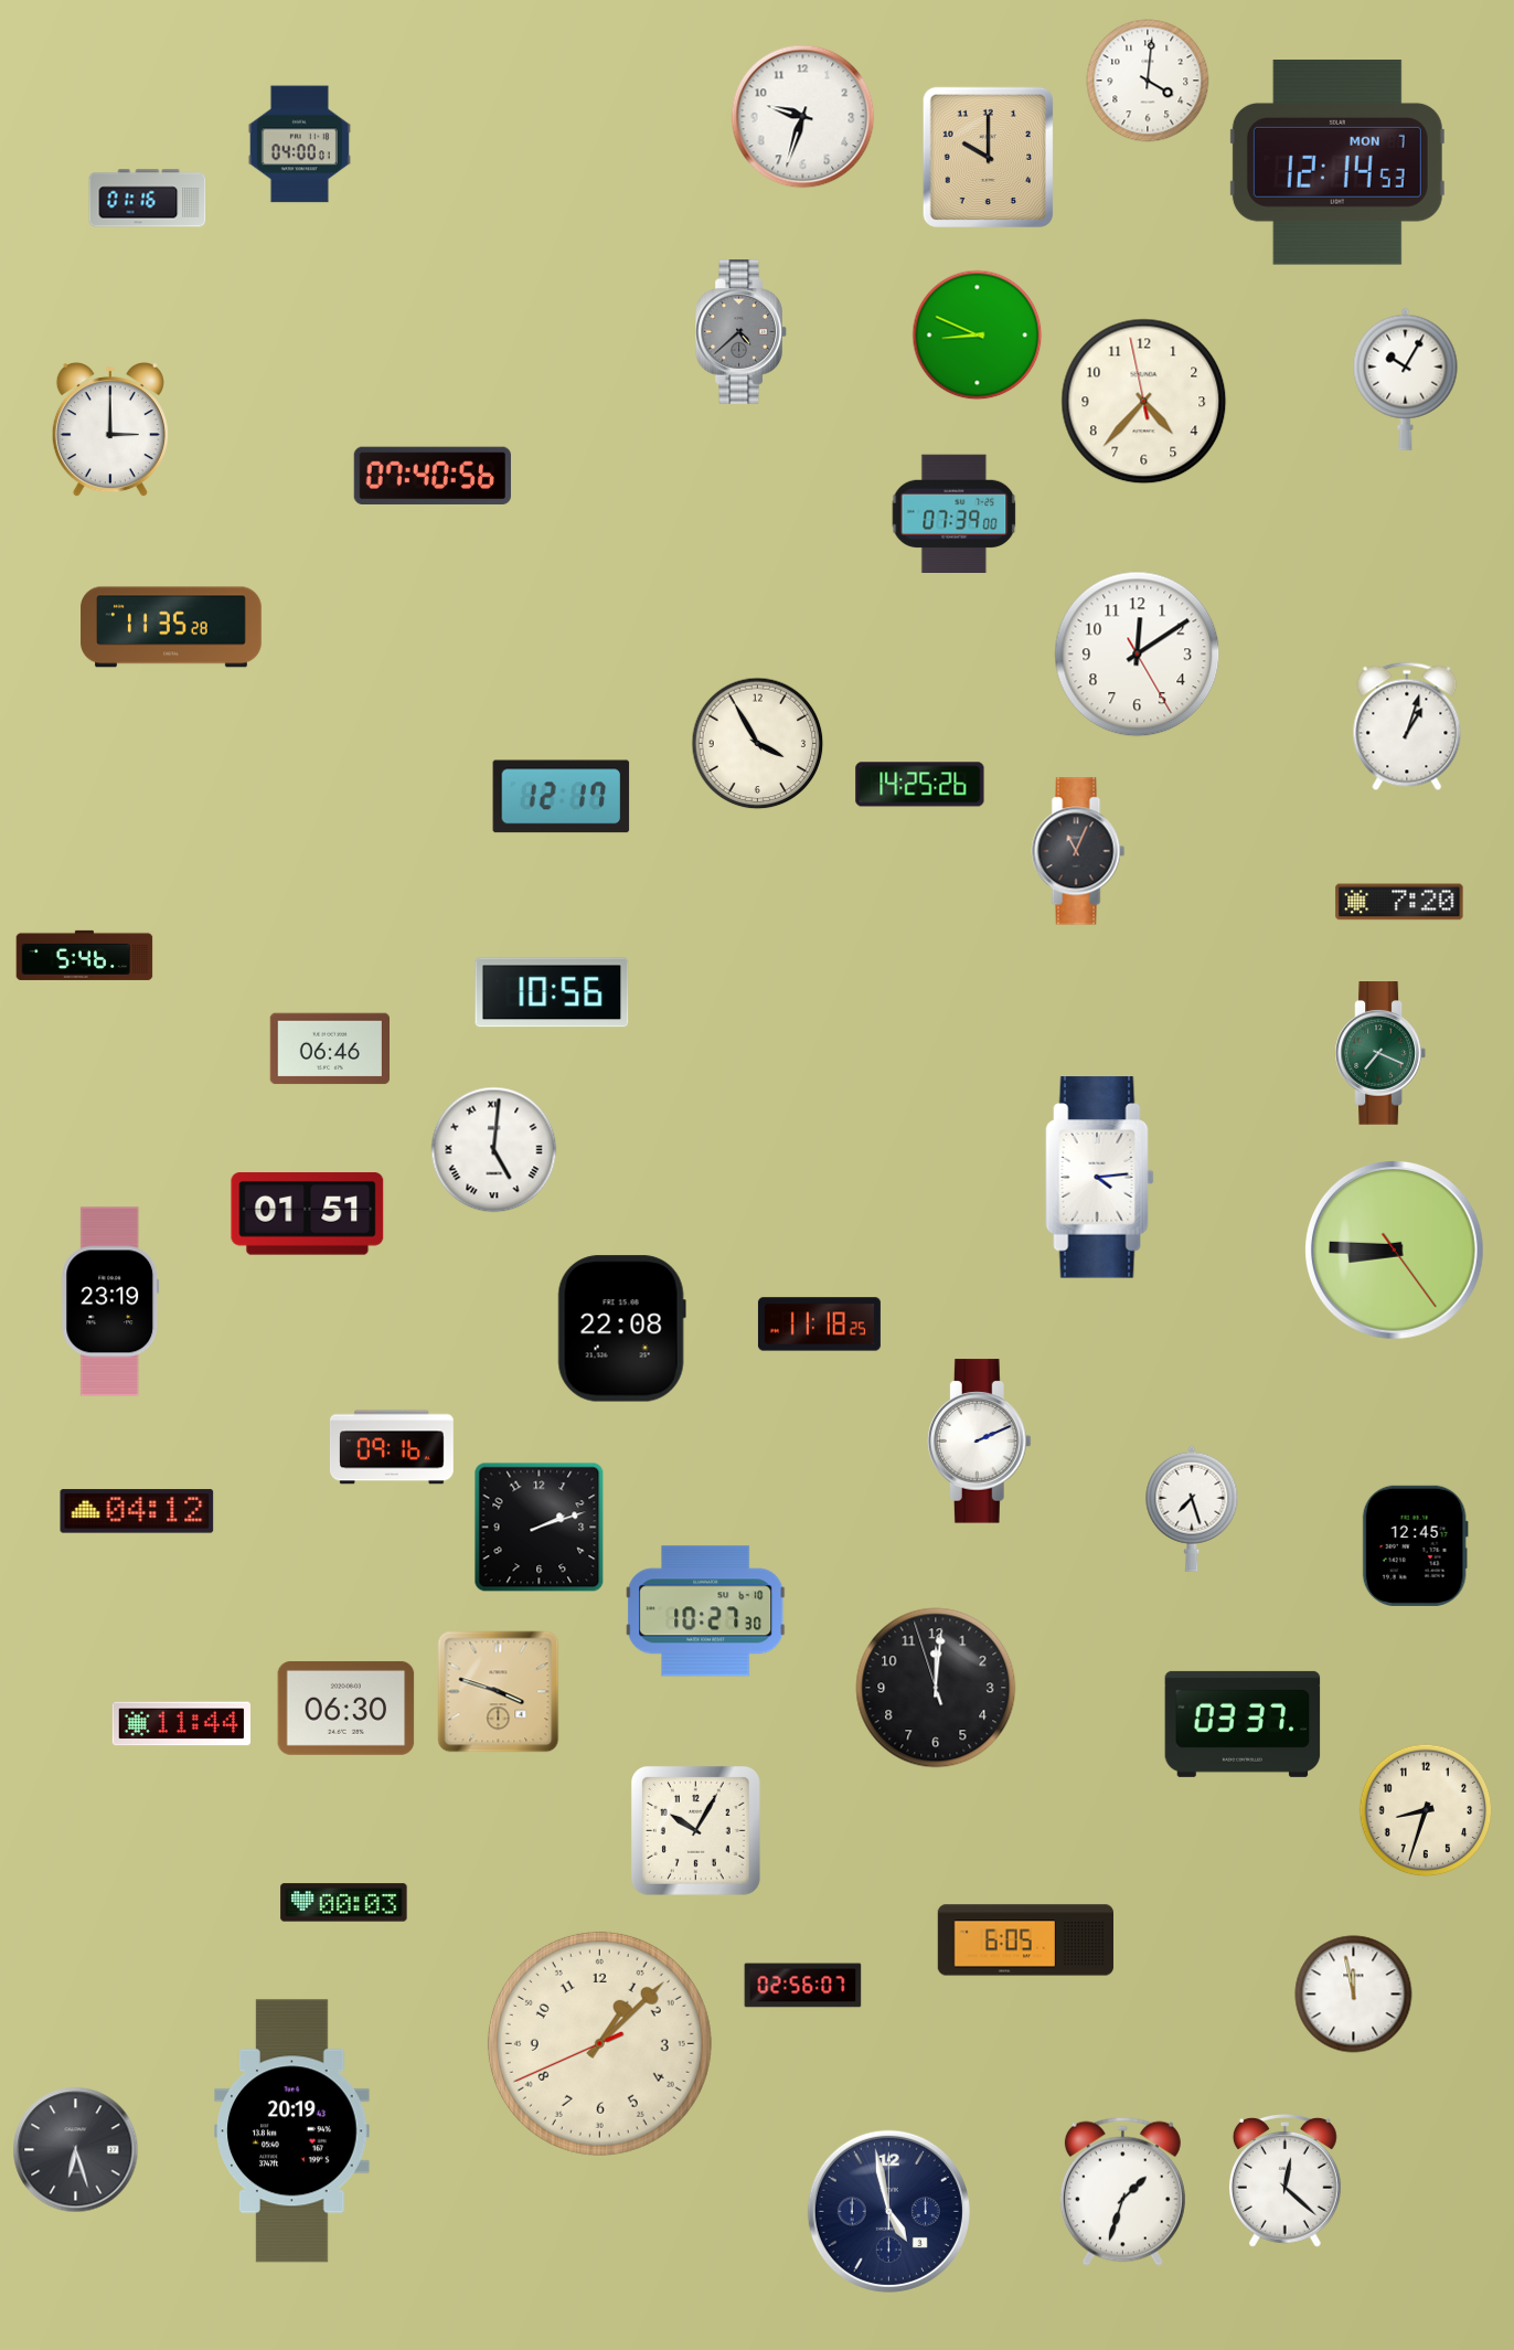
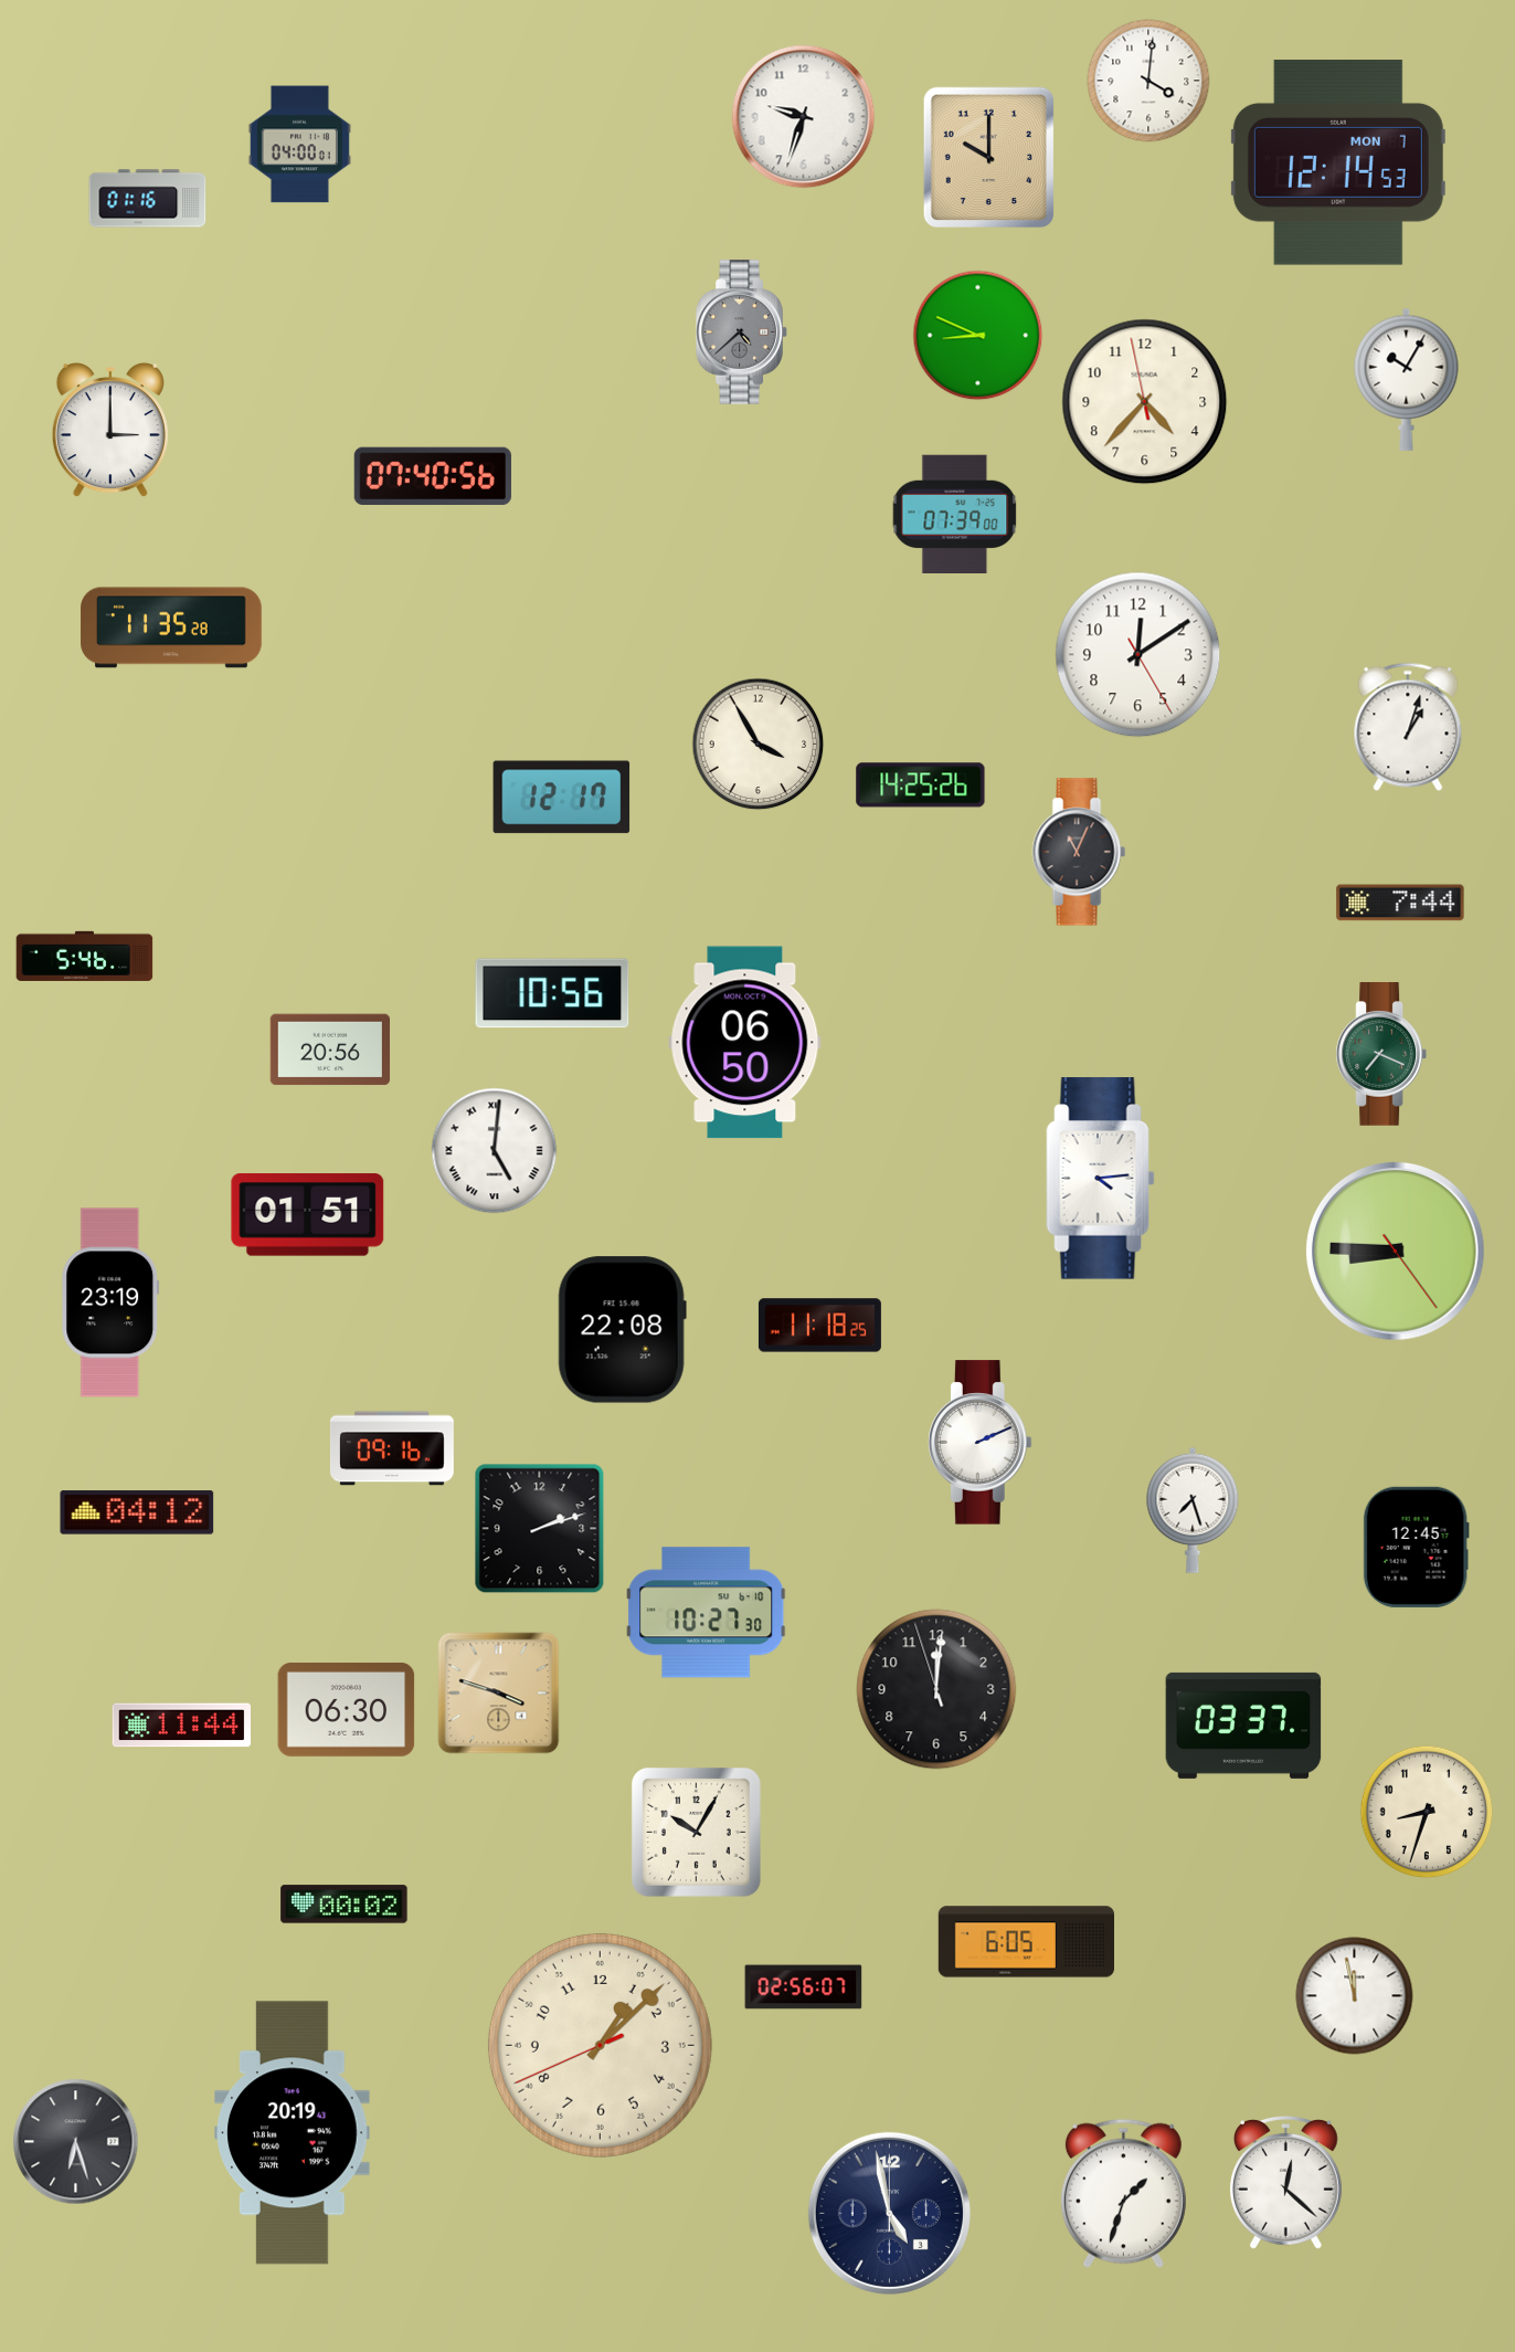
clock at (1399, 902): 7:20 -> 7:44
clock at (745, 1043): none -> 06:50
clock at (329, 1049): 06:46 -> 20:56
clock at (344, 1903): 00:03 -> 00:02
clock at (76, 2150) position: (76, 2150) -> (76, 2142)
